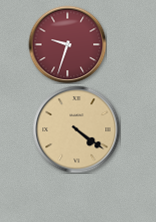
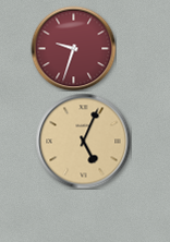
clock at (76, 129): 4:21 -> 5:04
